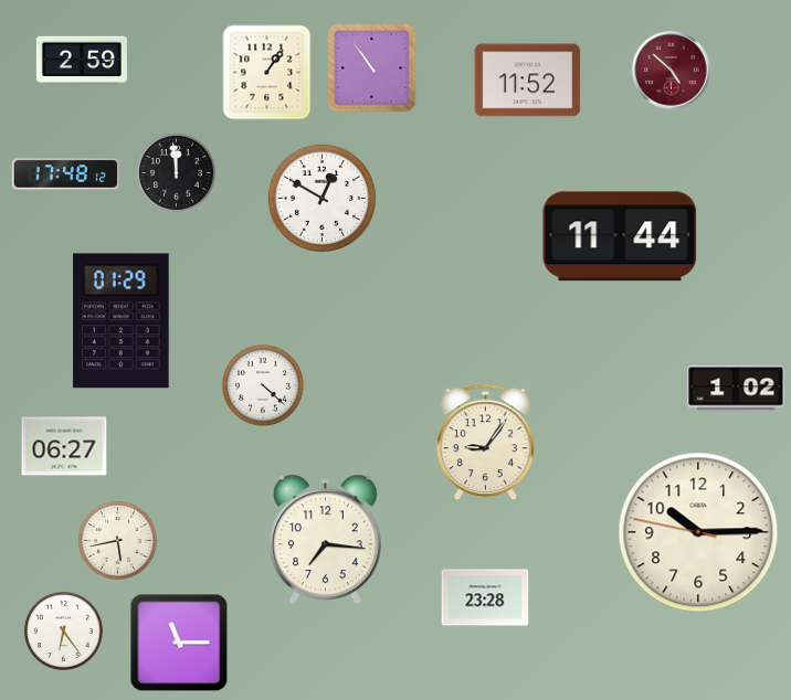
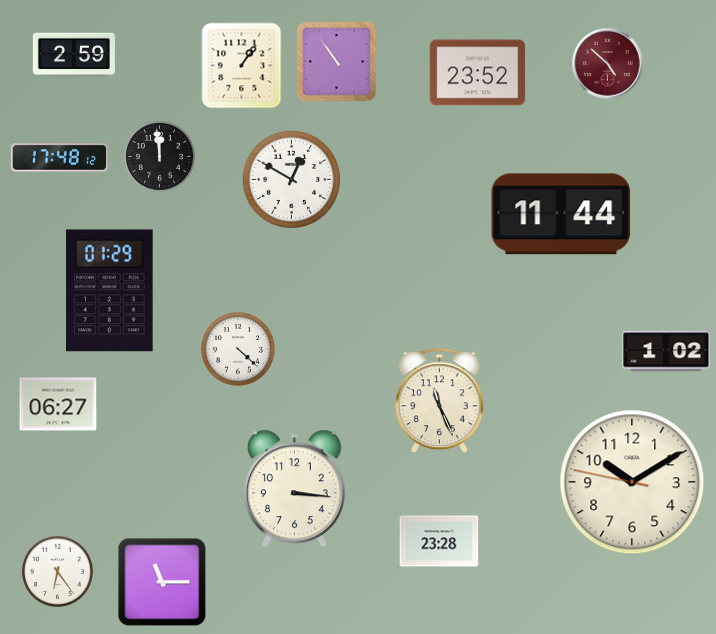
clock at (528, 81): 11:52 -> 23:52
clock at (486, 443): 9:06 -> 11:26
clock at (698, 532): 10:14 -> 10:09
clock at (117, 540): 5:43 -> none
clock at (326, 540): 7:16 -> 3:16
